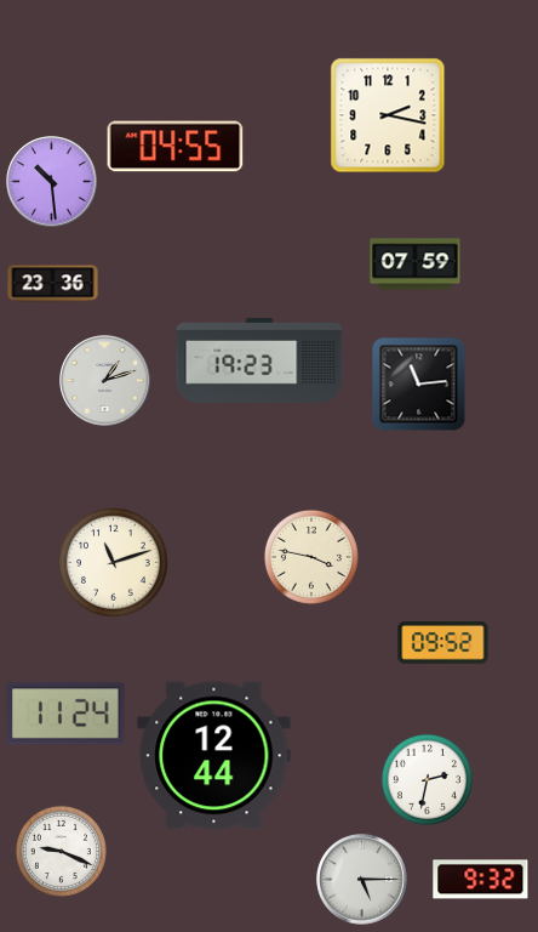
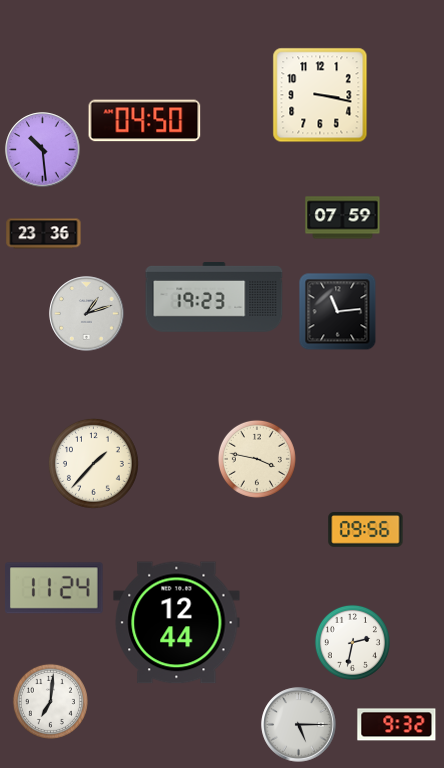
clock at (388, 115): 2:17 -> 3:17
clock at (176, 147): 04:55 -> 04:50
clock at (419, 385) position: (419, 385) -> (338, 312)
clock at (114, 563): 11:12 -> 1:37
clock at (443, 643): 09:52 -> 09:56
clock at (61, 851): 9:19 -> 7:01
